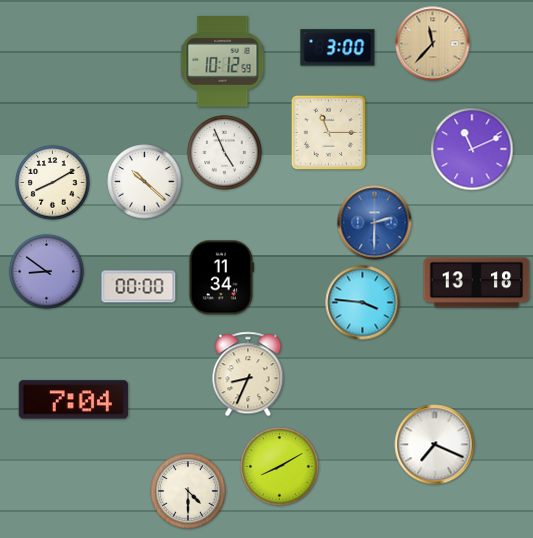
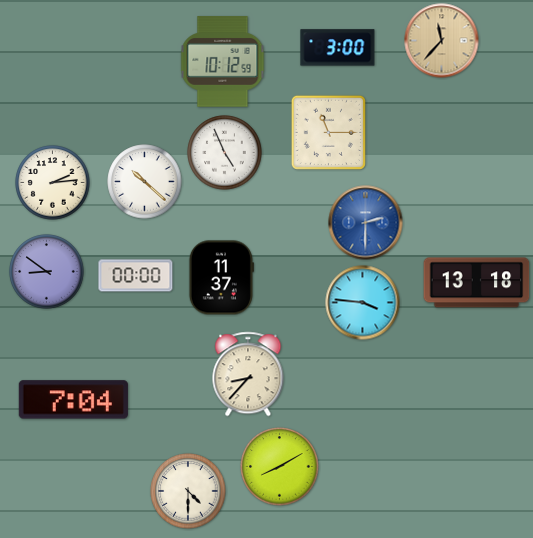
clock at (433, 44) position: (433, 44) -> (442, 41)
clock at (472, 149): 11:11 -> none
clock at (53, 183): 8:10 -> 2:14
clock at (375, 223) position: (375, 223) -> (366, 223)
clock at (221, 278): 11:34 -> 11:37
clock at (139, 287) position: (139, 287) -> (136, 276)
clock at (248, 374): 8:34 -> 8:37
clock at (435, 445): 7:19 -> none
